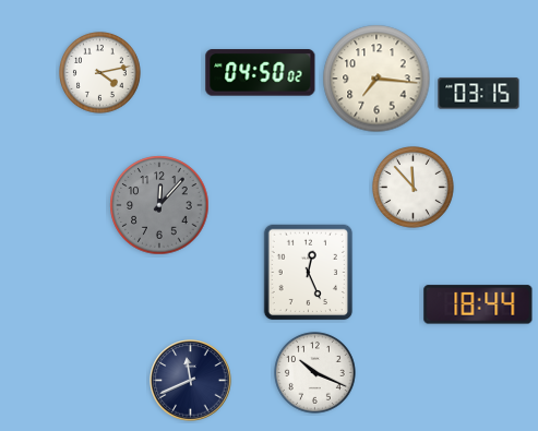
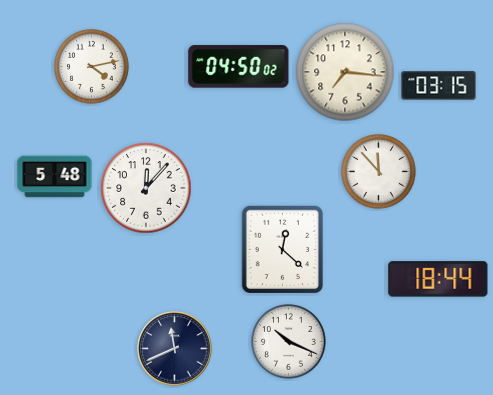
clock at (55, 177): none -> 5:48
clock at (159, 205) dial: grey -> white
clock at (309, 273): 12:26 -> 12:22
